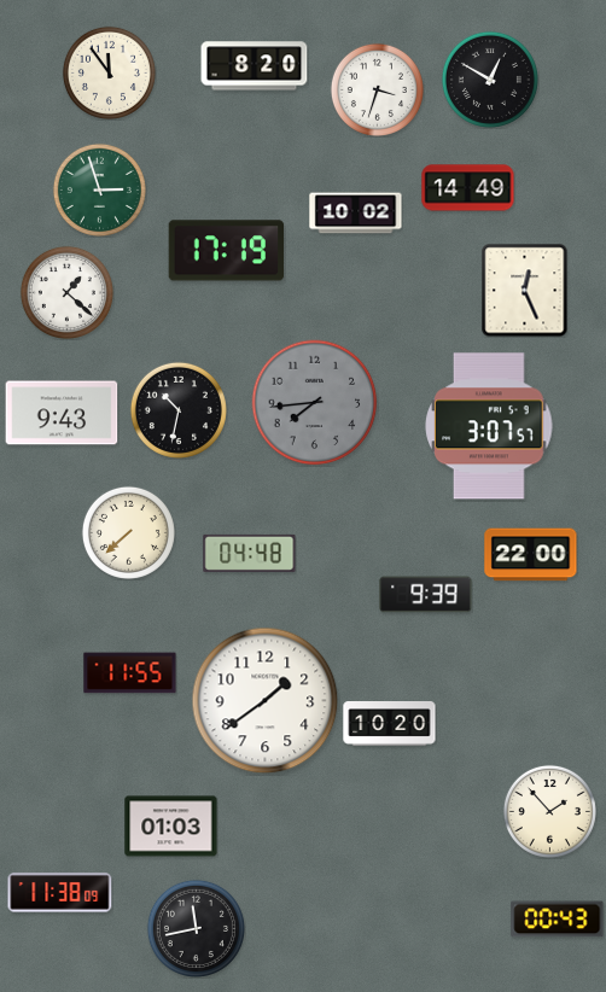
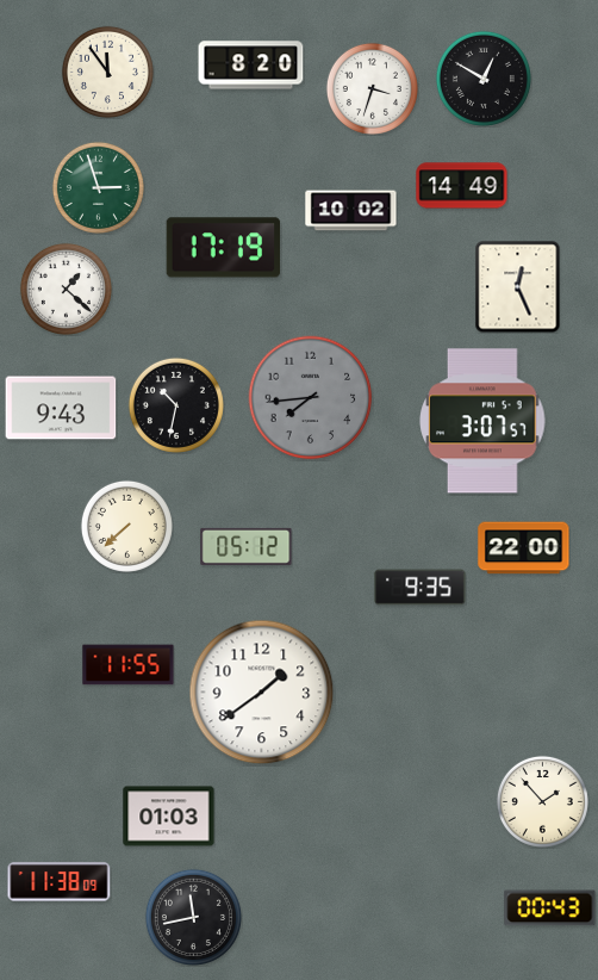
clock at (250, 553): 04:48 -> 05:12
clock at (426, 595): 9:39 -> 9:35
clock at (390, 724): 10:20 -> none
